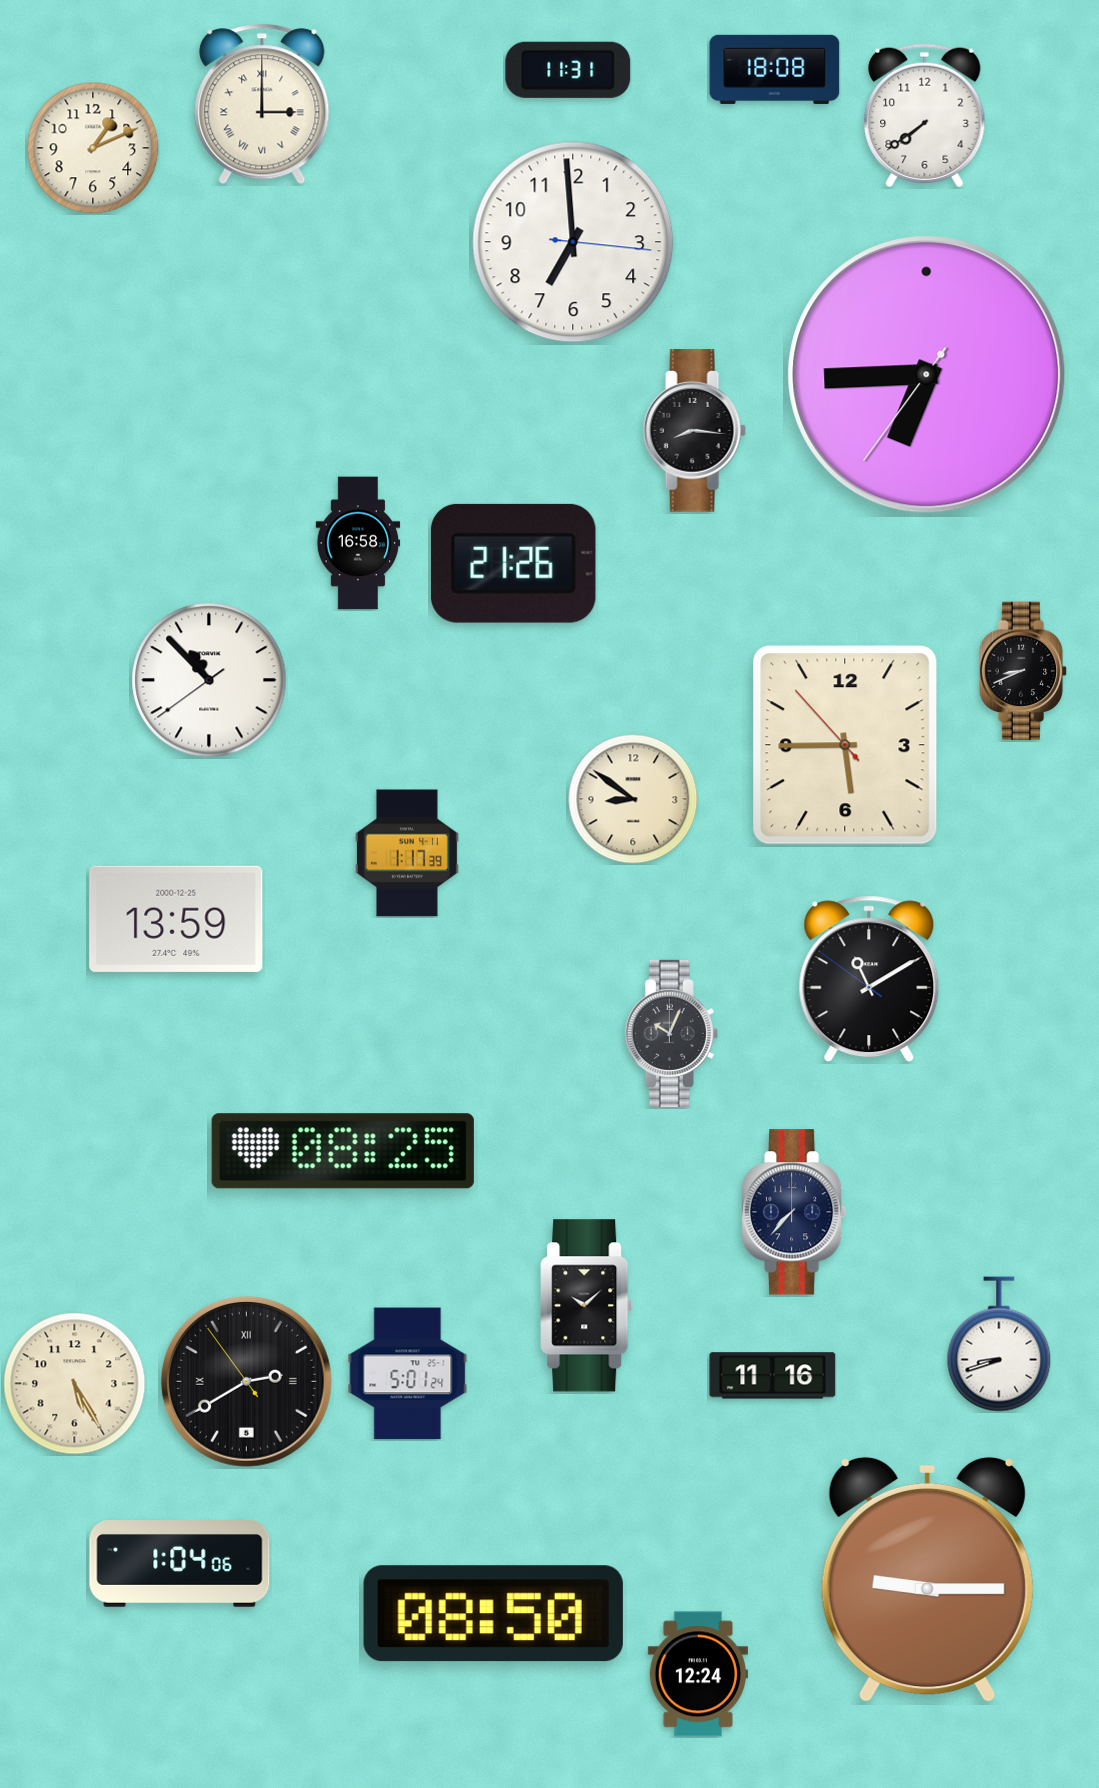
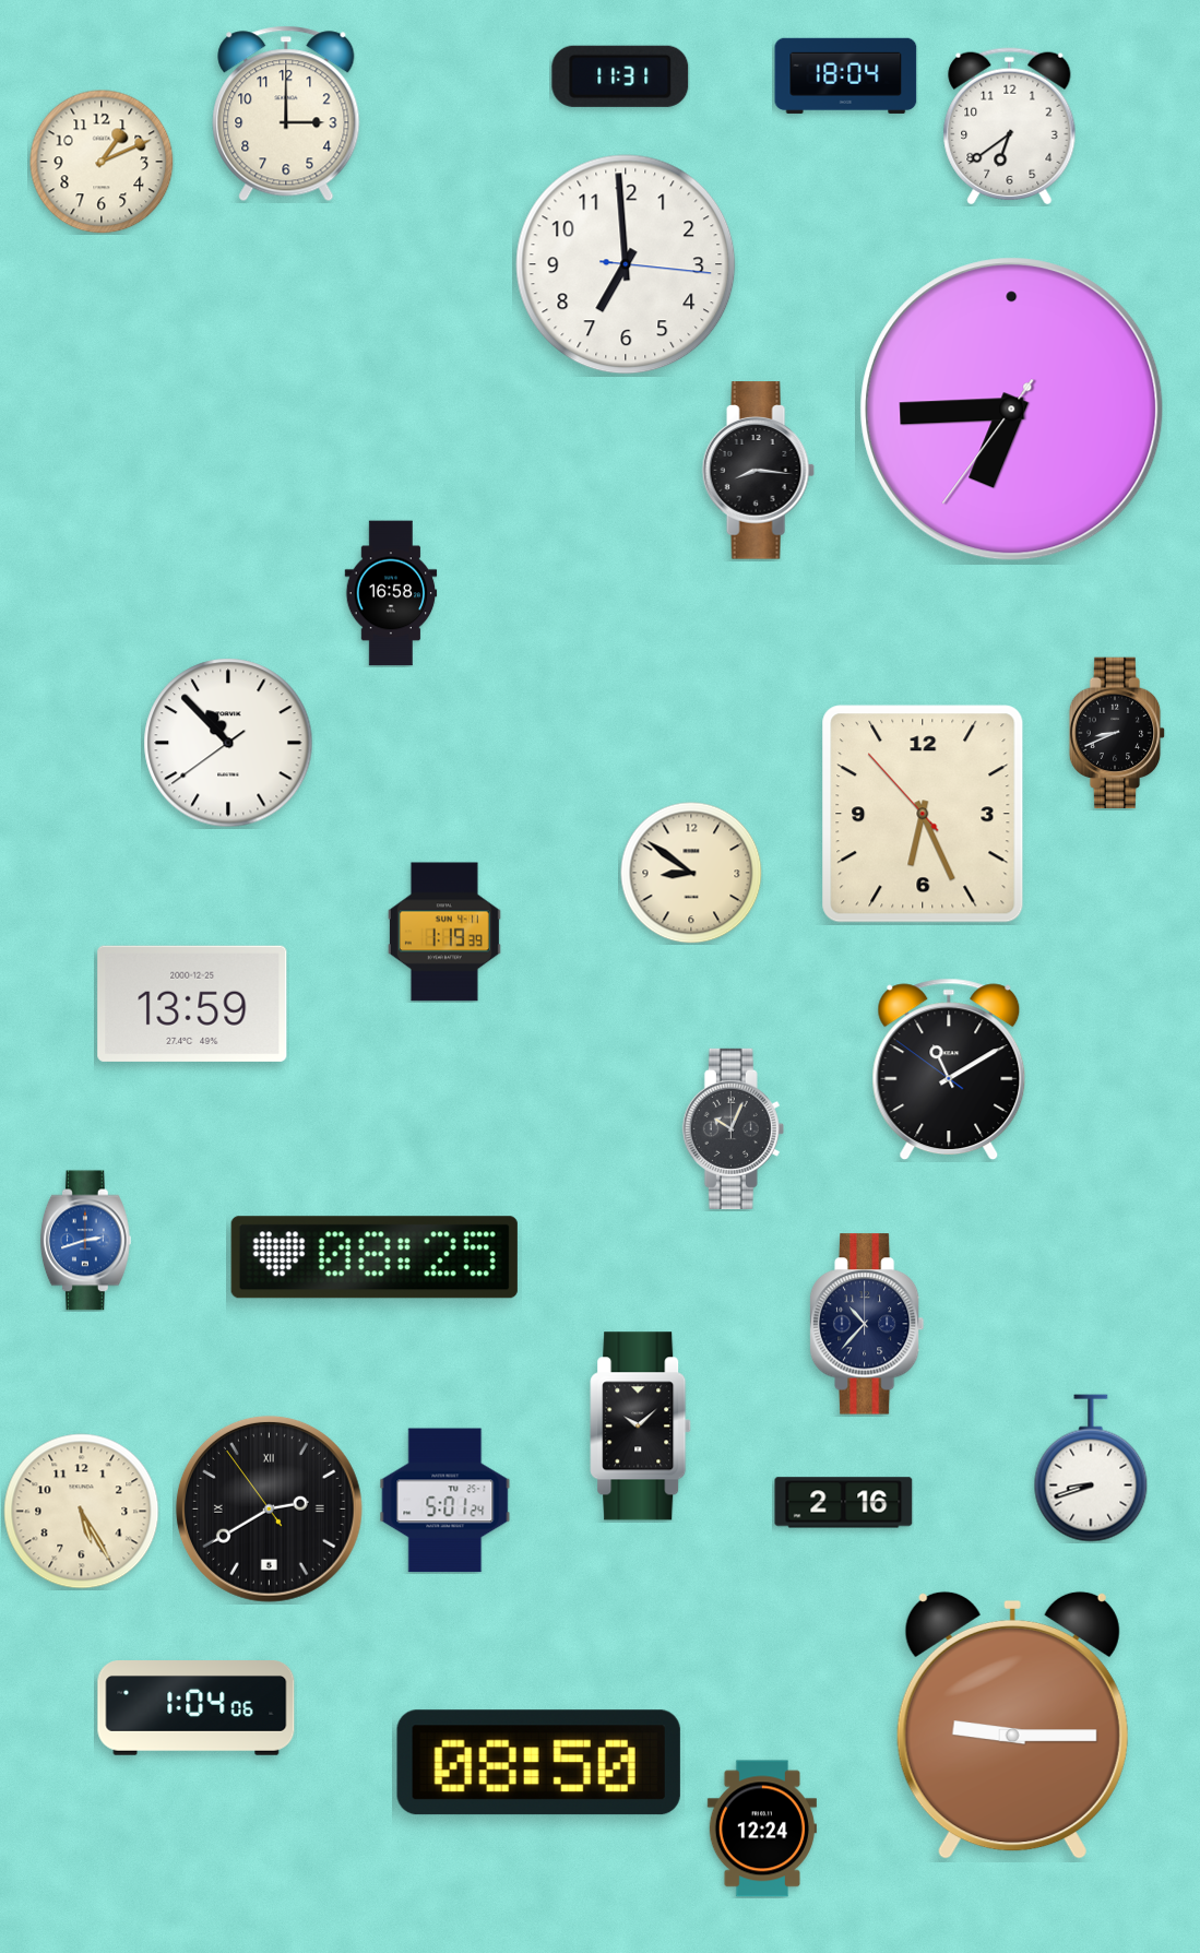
clock at (775, 69): 18:08 -> 18:04
clock at (262, 104) numerals: Roman -> Arabic
clock at (925, 116): 7:39 -> 6:39
clock at (513, 563): 21:26 -> none
clock at (845, 745): 5:44 -> 6:25
clock at (407, 853): 1:17 -> 1:19
clock at (85, 1241): none -> 2:42
clock at (794, 1212): 7:37 -> 10:37
clock at (773, 1376): 11:16 -> 2:16
